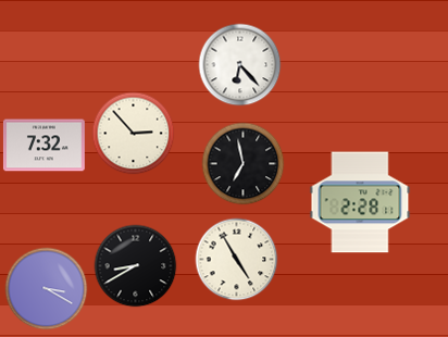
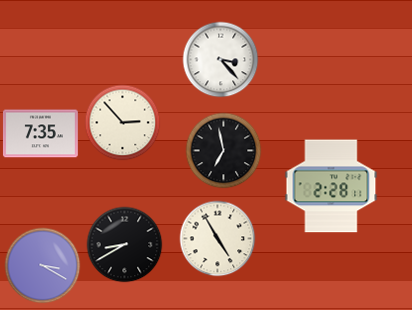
clock at (240, 65): 6:23 -> 3:23
clock at (43, 146): 7:32 -> 7:35
